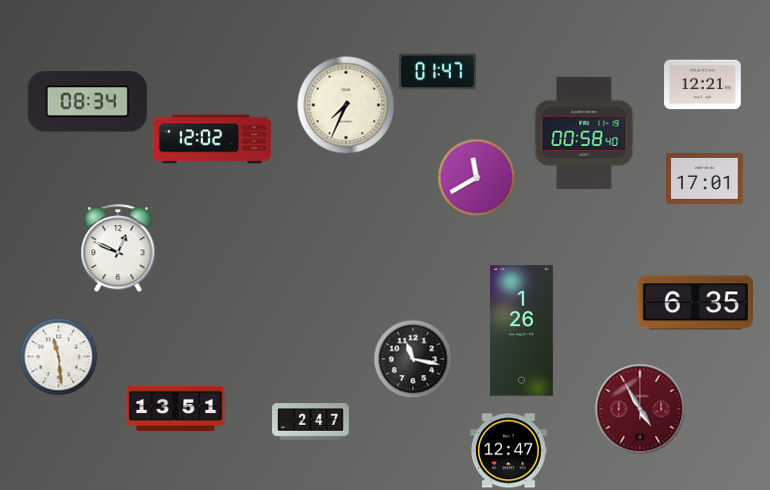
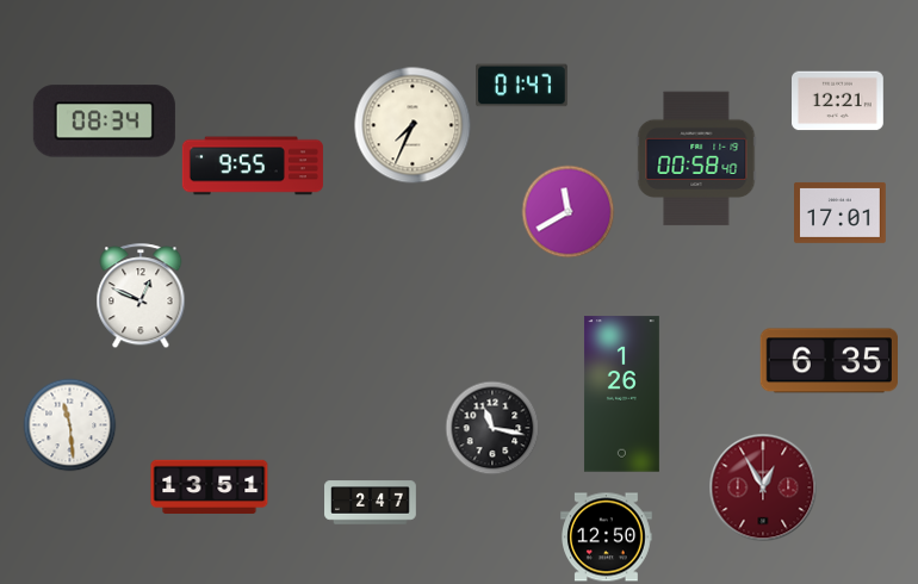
clock at (212, 139): 12:02 -> 9:55
clock at (640, 409): 4:55 -> 12:55
clock at (509, 451): 12:47 -> 12:50
